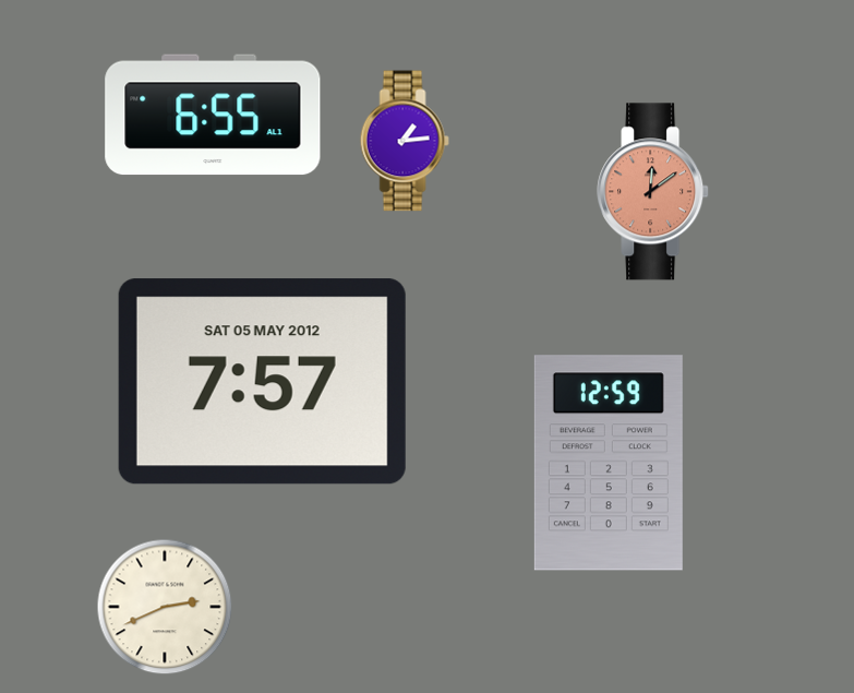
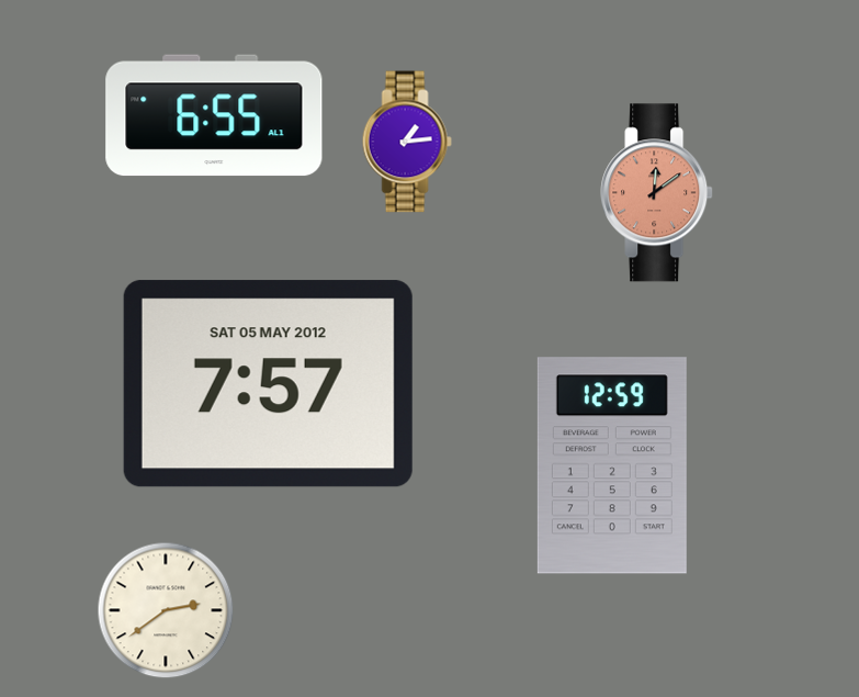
clock at (262, 382) position: (262, 382) -> (268, 384)
clock at (165, 607): 2:41 -> 2:39
